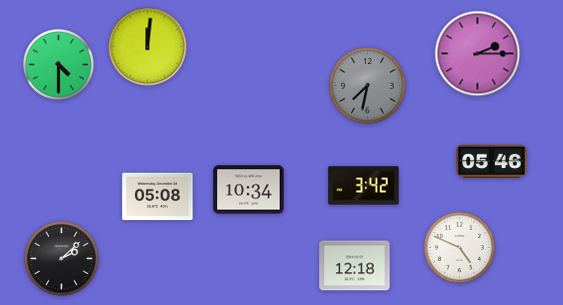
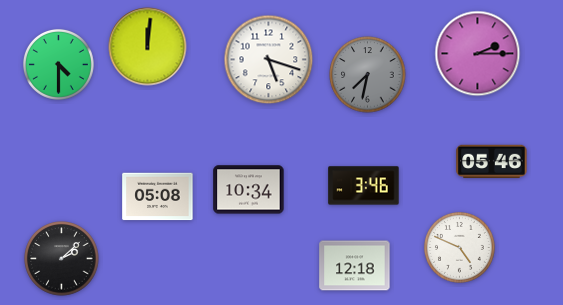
clock at (269, 60): none -> 5:18
clock at (368, 86) position: (368, 86) -> (368, 75)
clock at (364, 186): 3:42 -> 3:46
